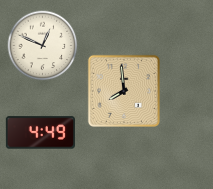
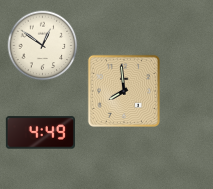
clock at (43, 46): 12:49 -> 12:51
